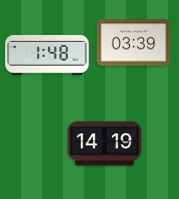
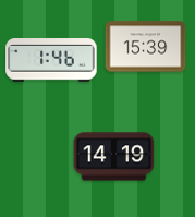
clock at (134, 43): 03:39 -> 15:39
clock at (47, 55): 1:48 -> 1:46
